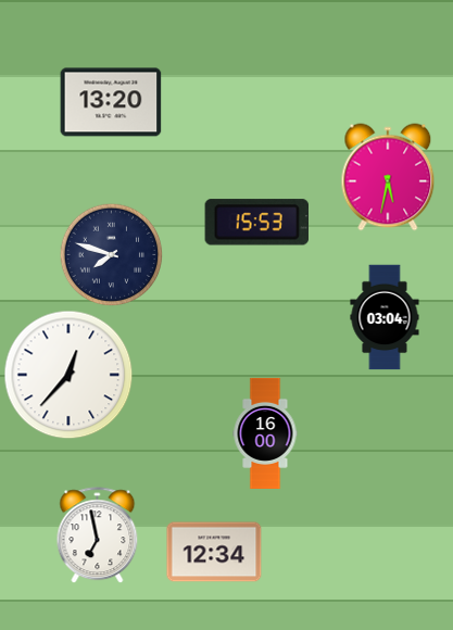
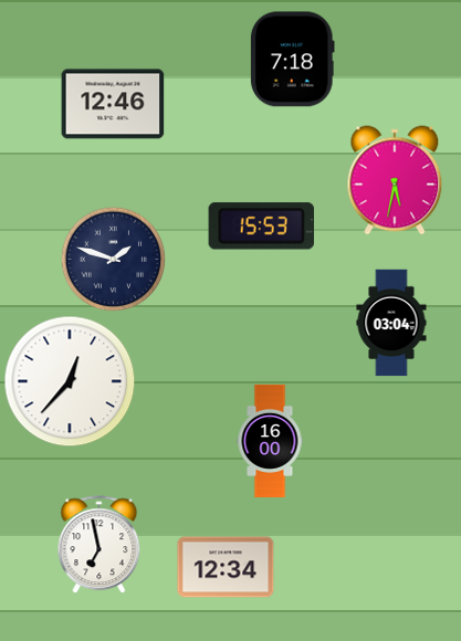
clock at (292, 60): none -> 7:18
clock at (111, 102): 13:20 -> 12:46
clock at (111, 254): 7:48 -> 1:48
clock at (214, 552) position: (214, 552) -> (226, 567)
